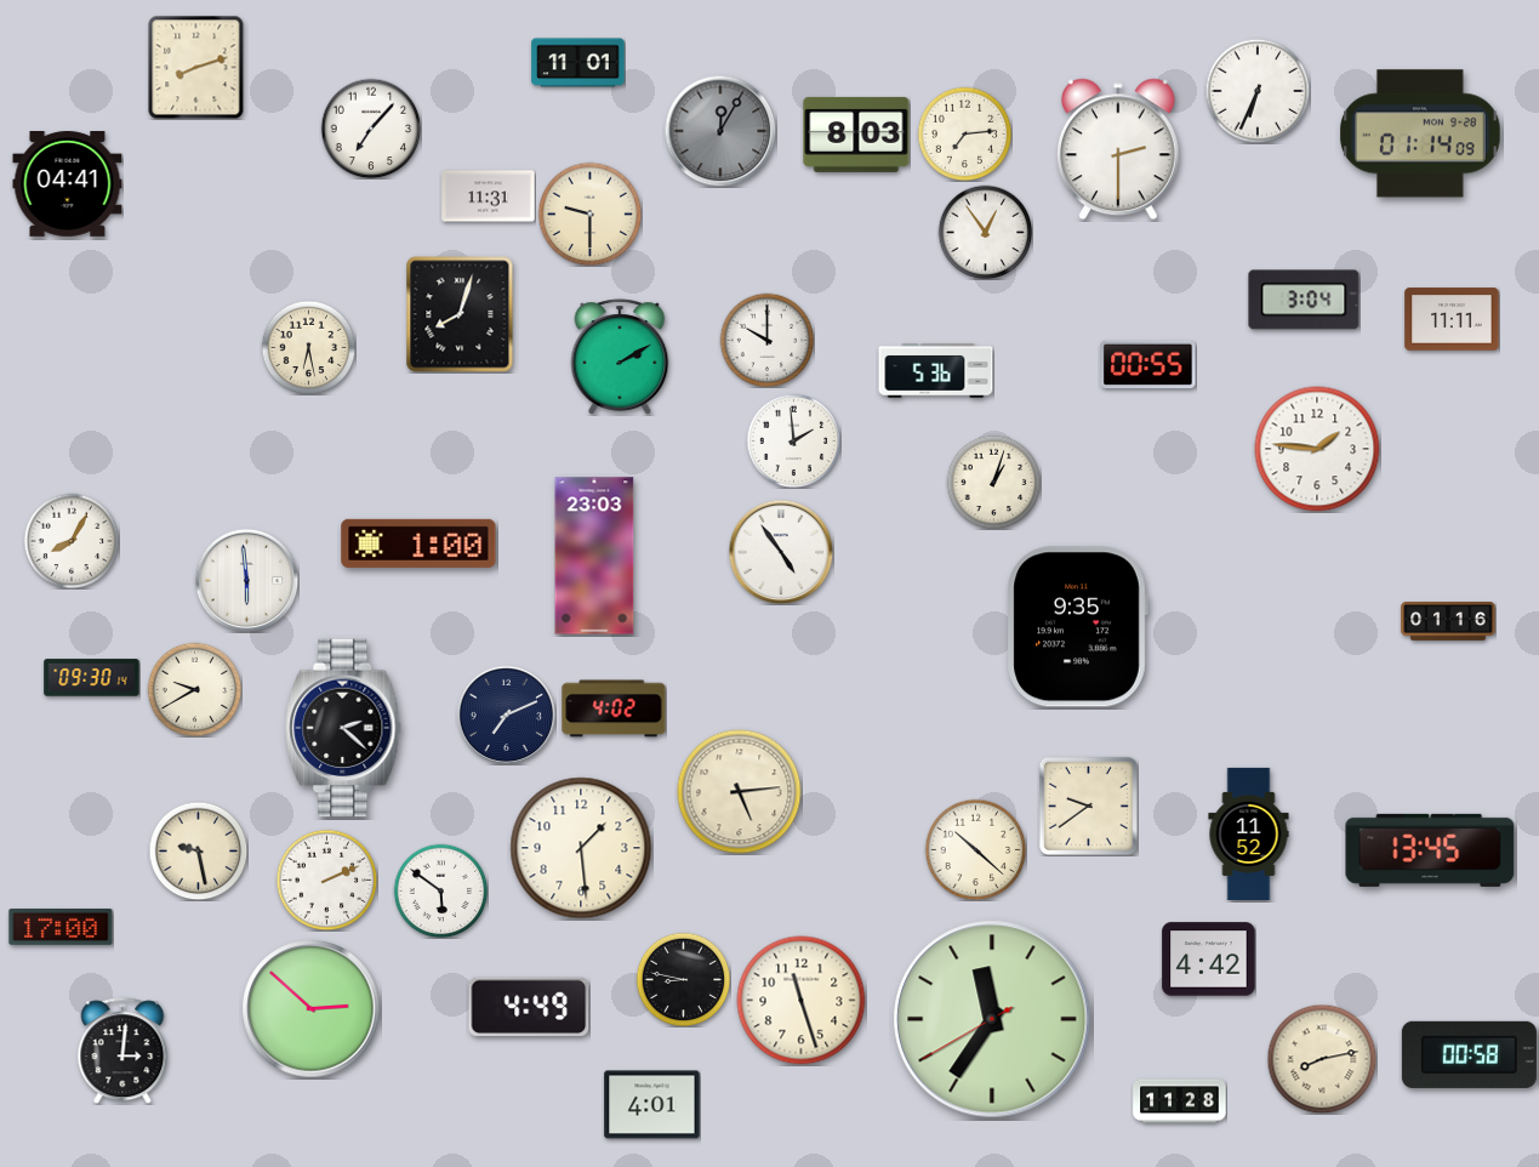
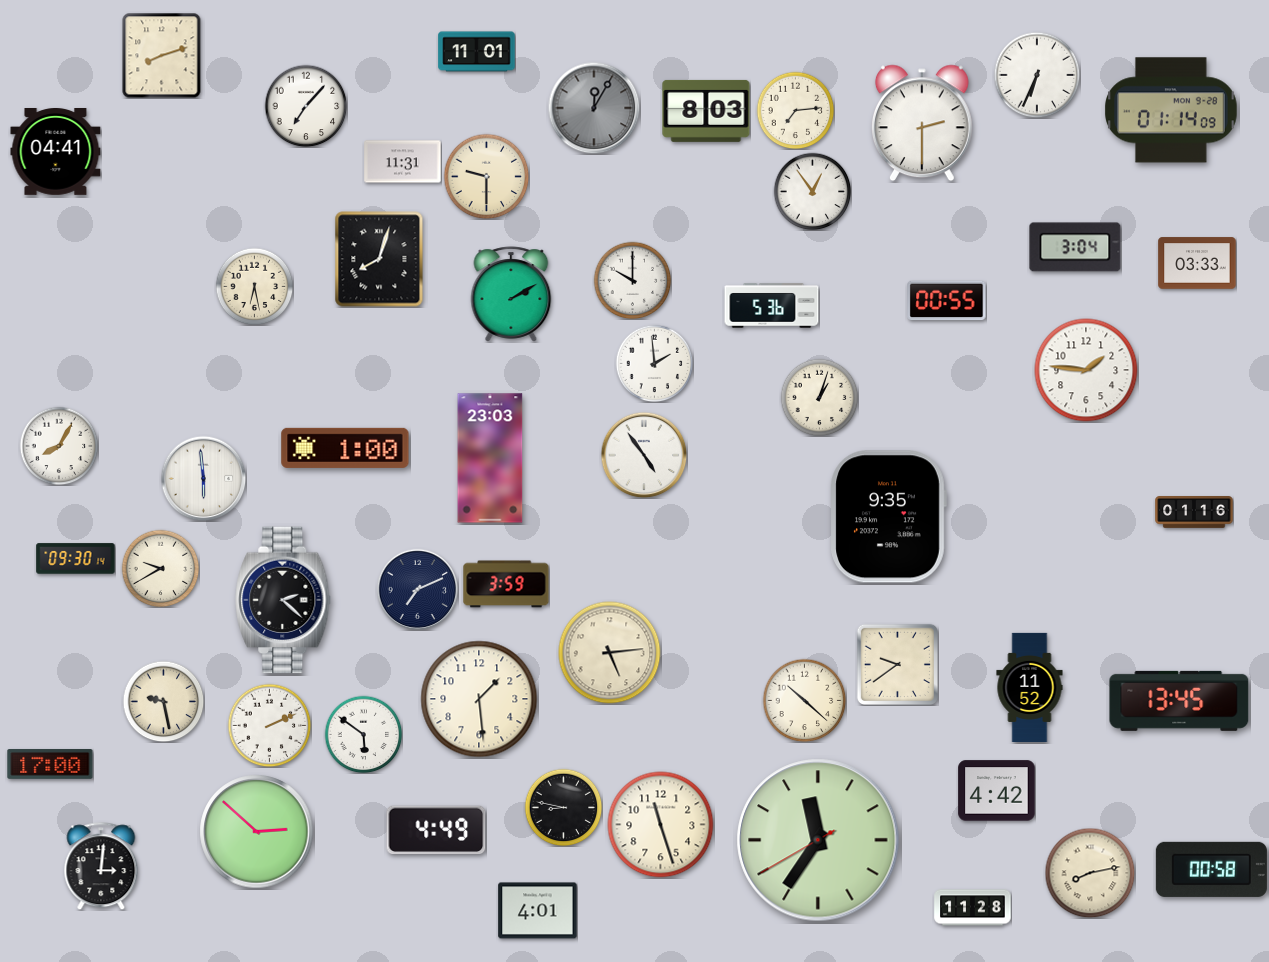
clock at (1452, 319): 11:11 -> 03:33
clock at (614, 708): 4:02 -> 3:59
